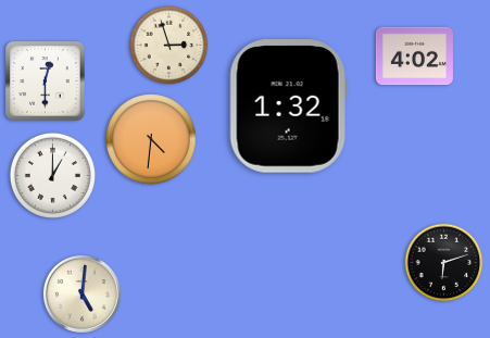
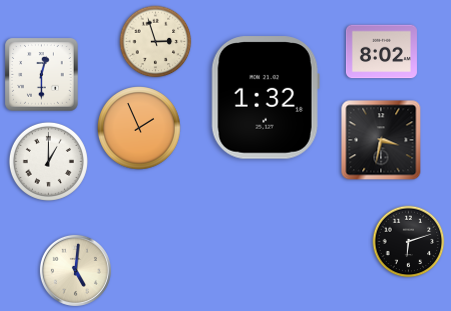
clock at (414, 57): 4:02 -> 8:02
clock at (151, 139): 4:31 -> 1:56
clock at (381, 140): none -> 3:32
